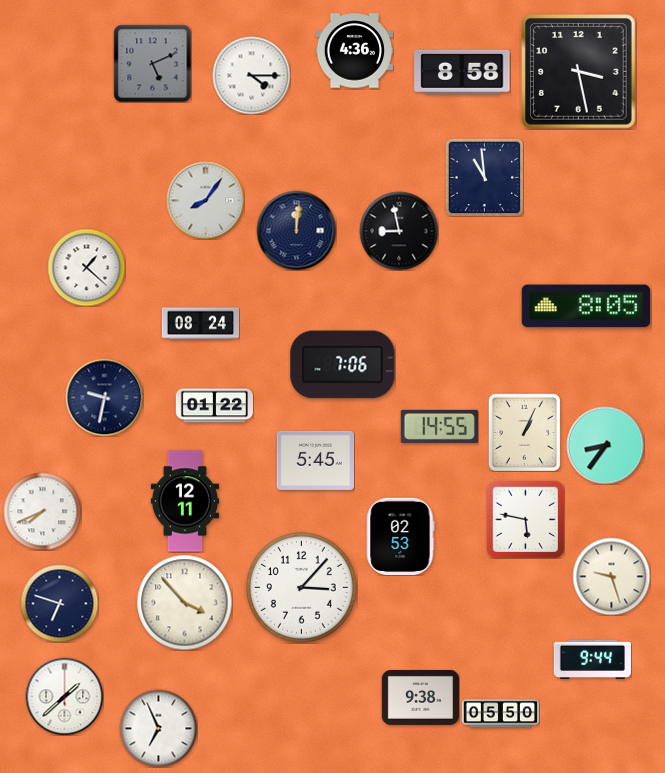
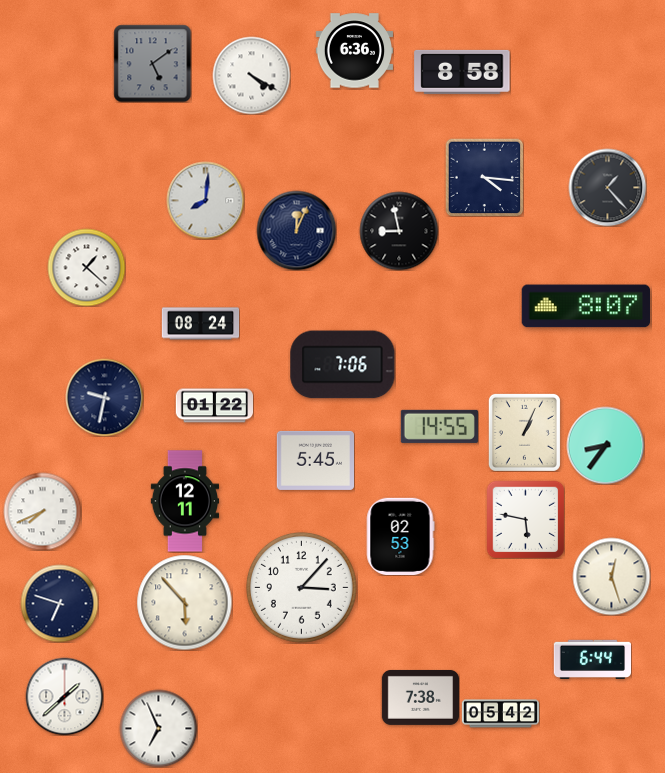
clock at (354, 51): 4:36 -> 6:36
clock at (152, 63): 5:11 -> 5:09
clock at (579, 72): 3:28 -> none
clock at (251, 75): 4:15 -> 4:20
clock at (484, 177): 10:59 -> 4:16
clock at (607, 187): none -> 1:23
clock at (205, 200): 8:06 -> 8:01
clock at (296, 230): 12:01 -> 12:04
clock at (586, 306): 8:05 -> 8:07
clock at (611, 576): 9:27 -> 12:27
clock at (184, 602): 3:53 -> 5:53
clock at (592, 659): 9:44 -> 6:44
clock at (420, 697): 9:38 -> 7:38
clock at (500, 714): 05:50 -> 05:42
